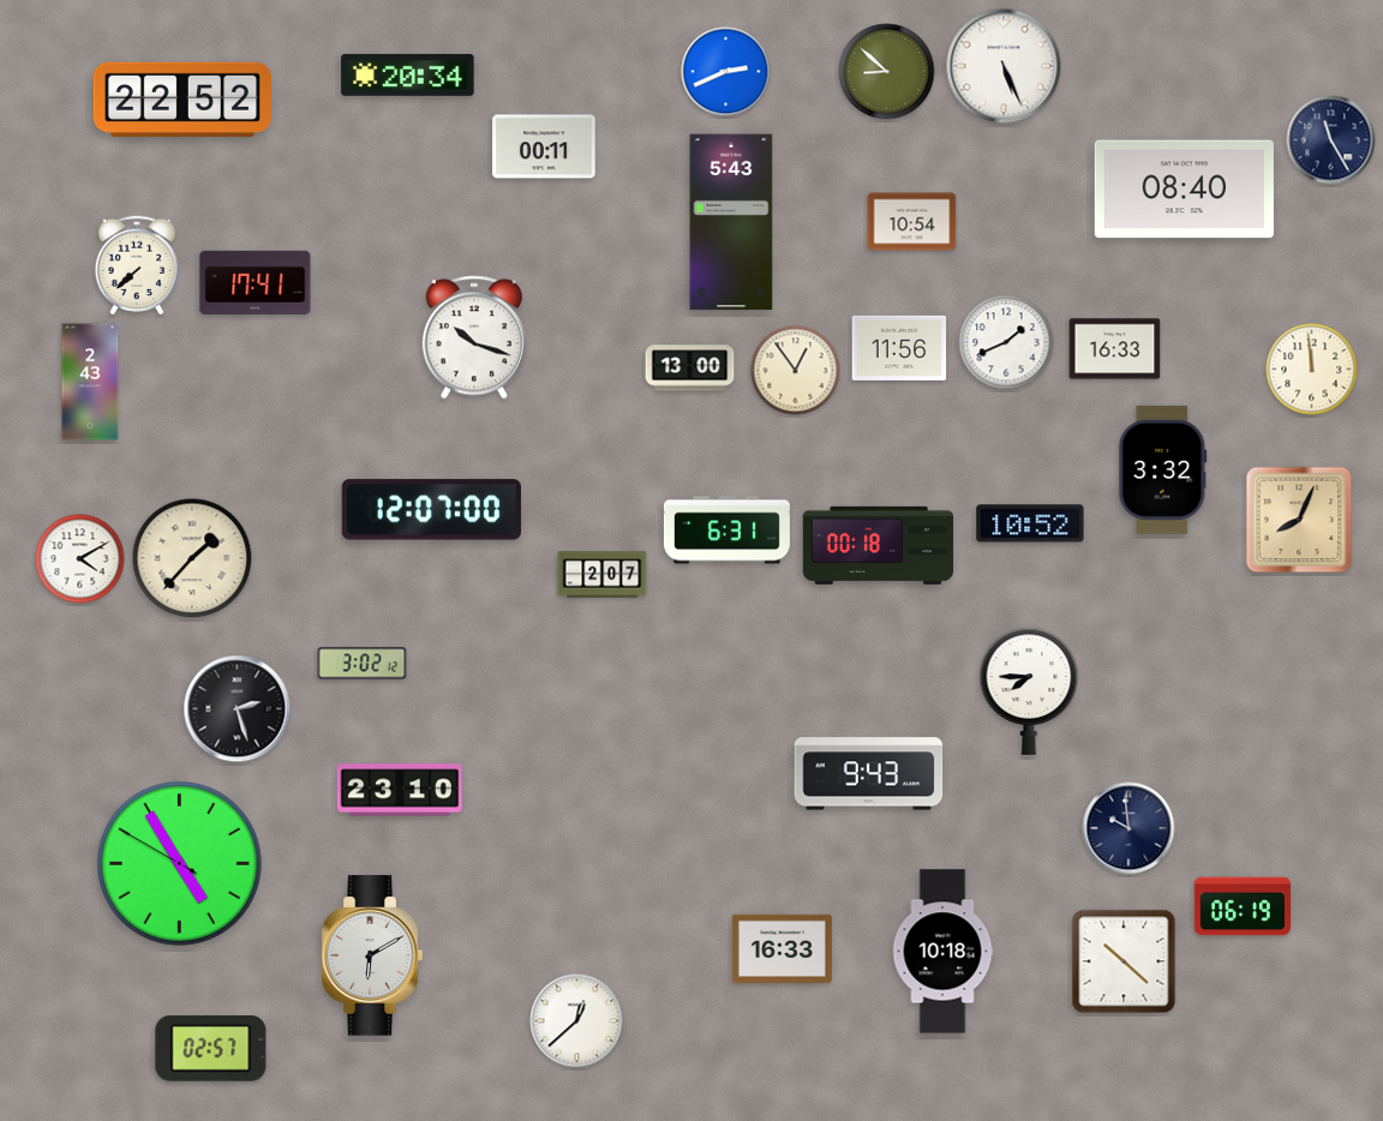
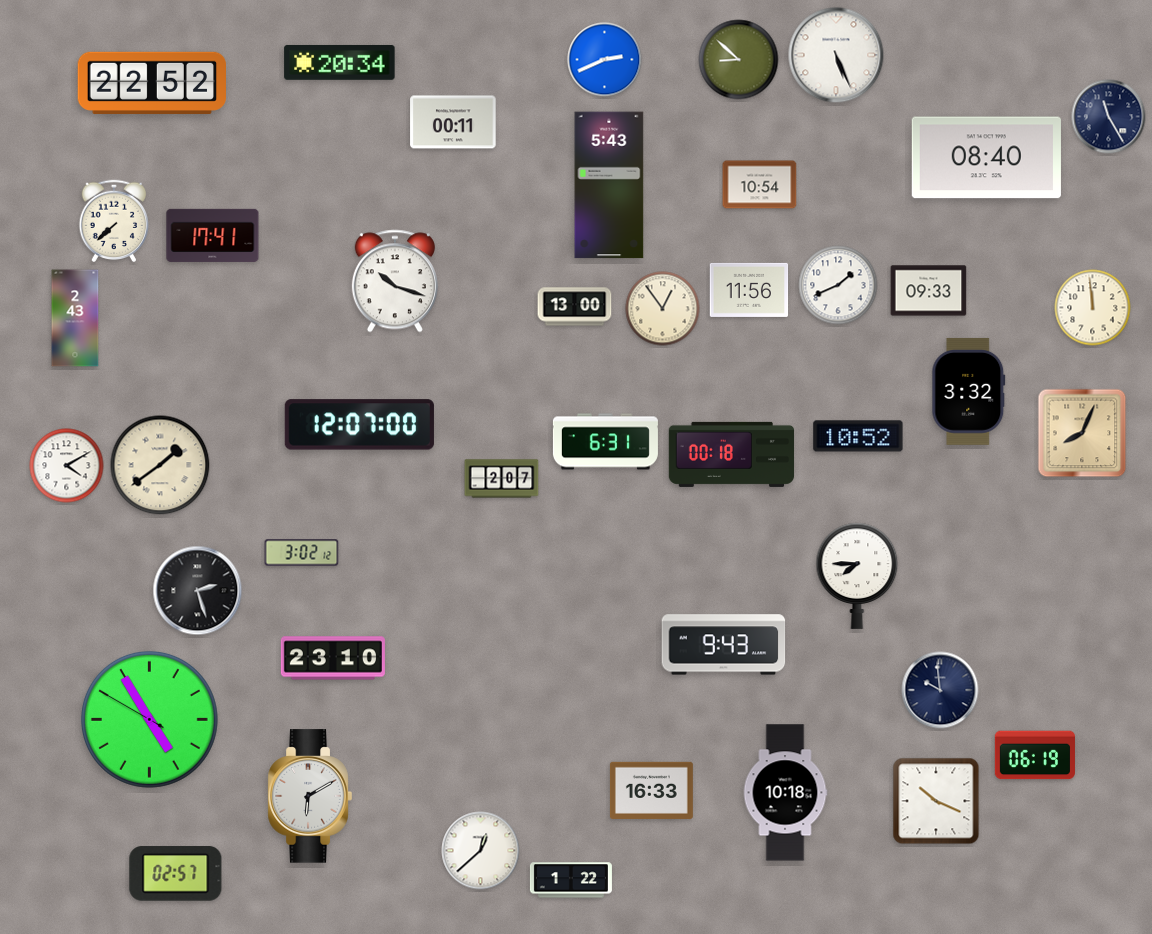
clock at (1115, 349): 16:33 -> 09:33
clock at (192, 558): 1:37 -> 1:39
clock at (1124, 961): 10:22 -> 10:19
clock at (571, 880): none -> 1:22
